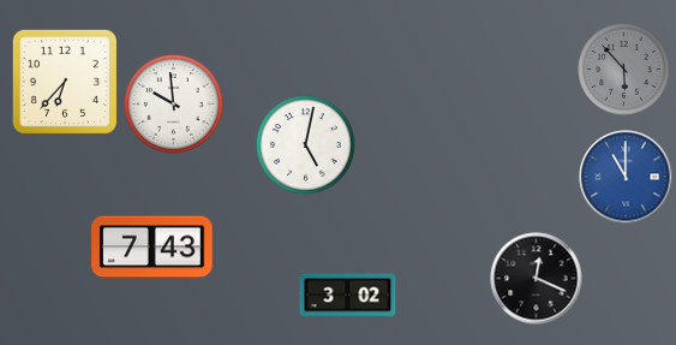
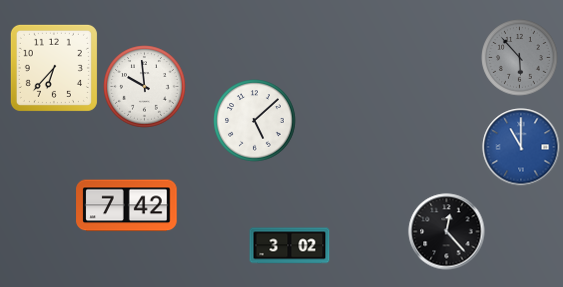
clock at (306, 145): 5:02 -> 5:08
clock at (152, 248): 7:43 -> 7:42
clock at (537, 279): 12:19 -> 12:23
